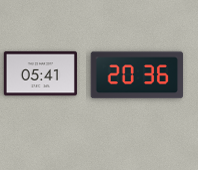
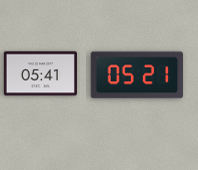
clock at (137, 75): 20:36 -> 05:21
